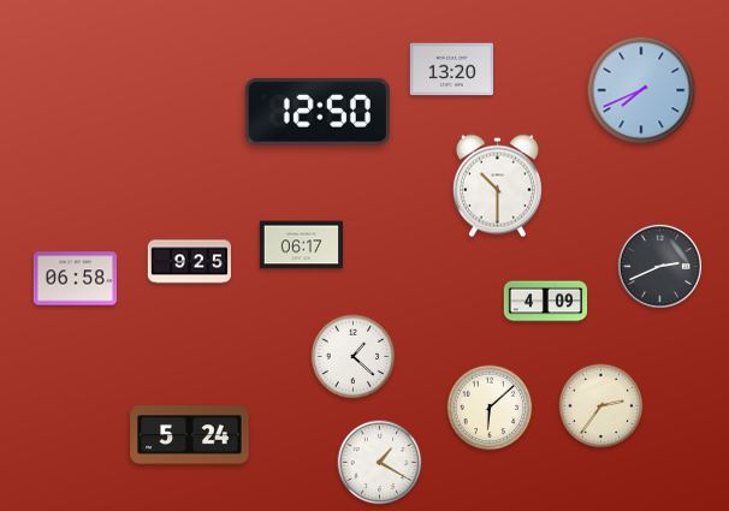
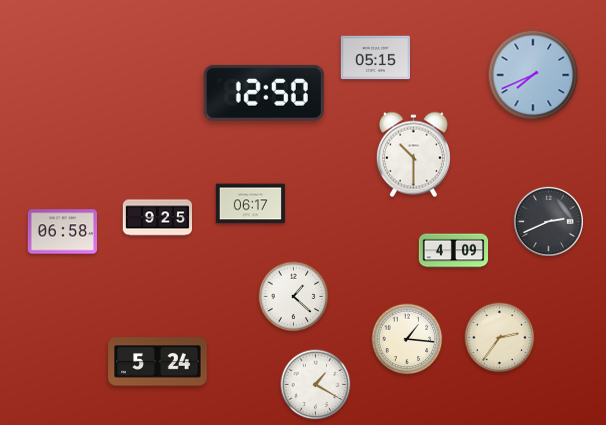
clock at (451, 70): 13:20 -> 05:15
clock at (490, 408): 6:08 -> 1:16
